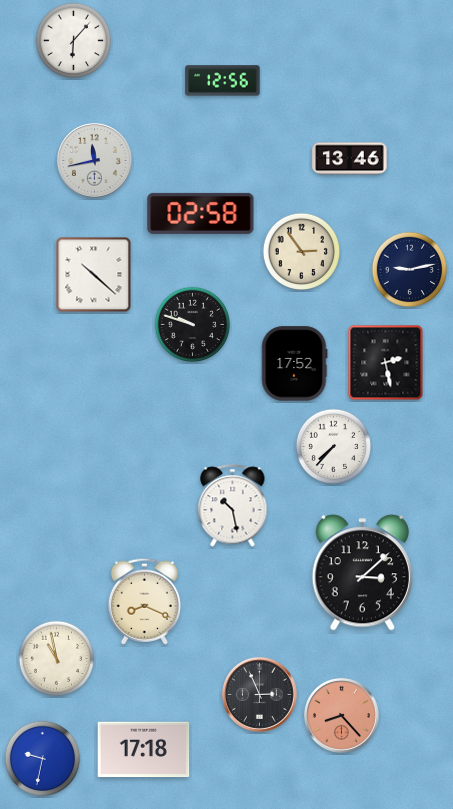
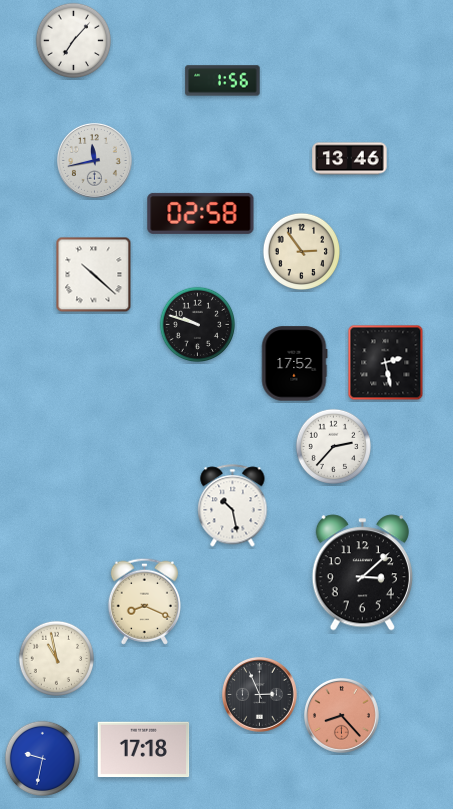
clock at (74, 41): 6:07 -> 7:07
clock at (223, 81): 12:56 -> 1:56
clock at (410, 270): 9:13 -> none
clock at (193, 325) position: (193, 325) -> (198, 325)
clock at (334, 447): 7:37 -> 2:37
